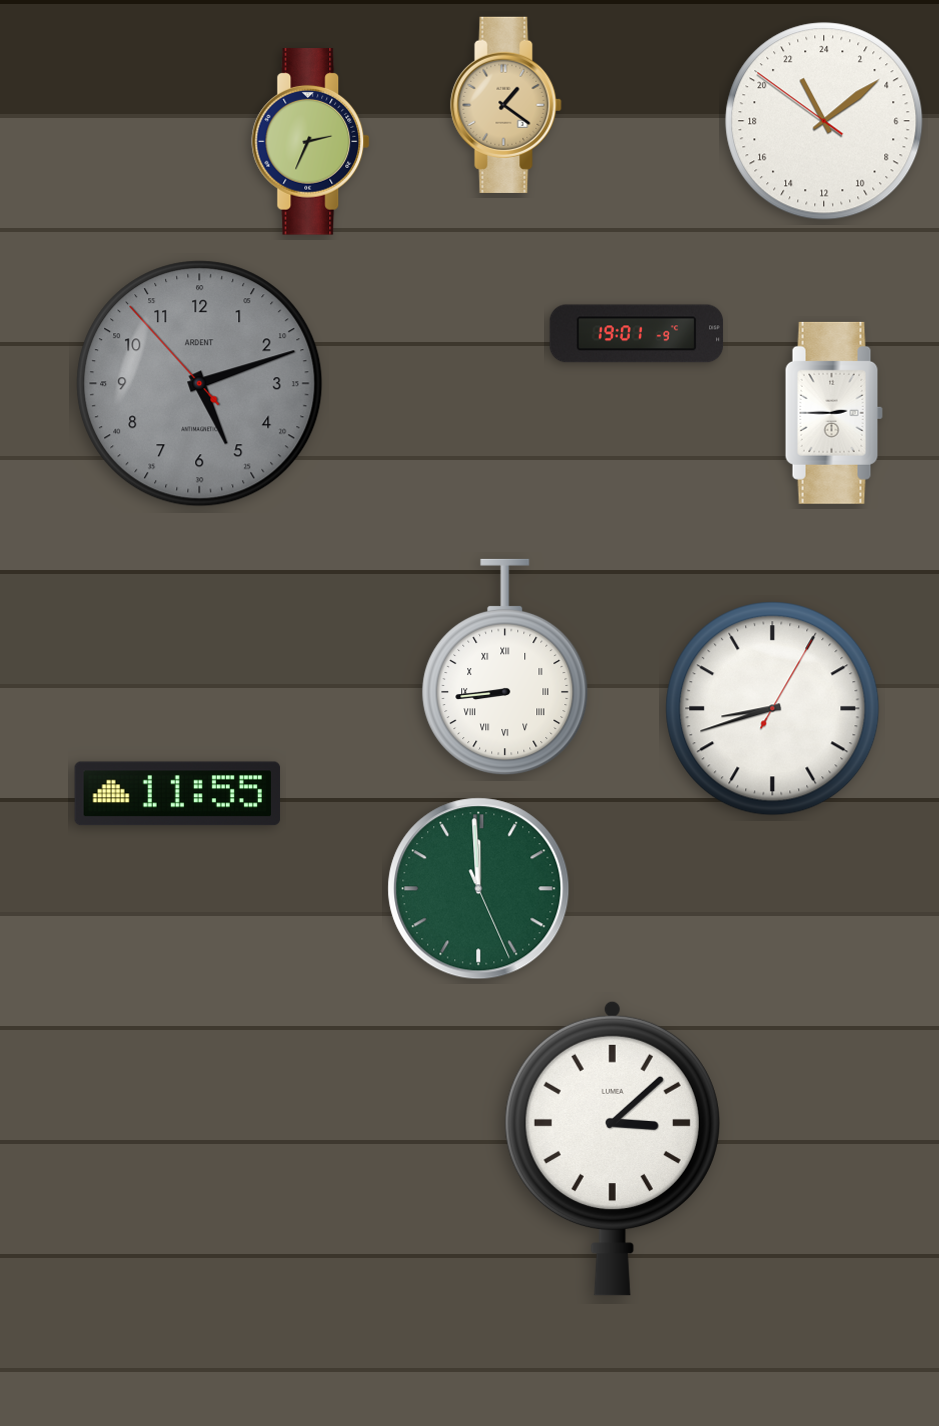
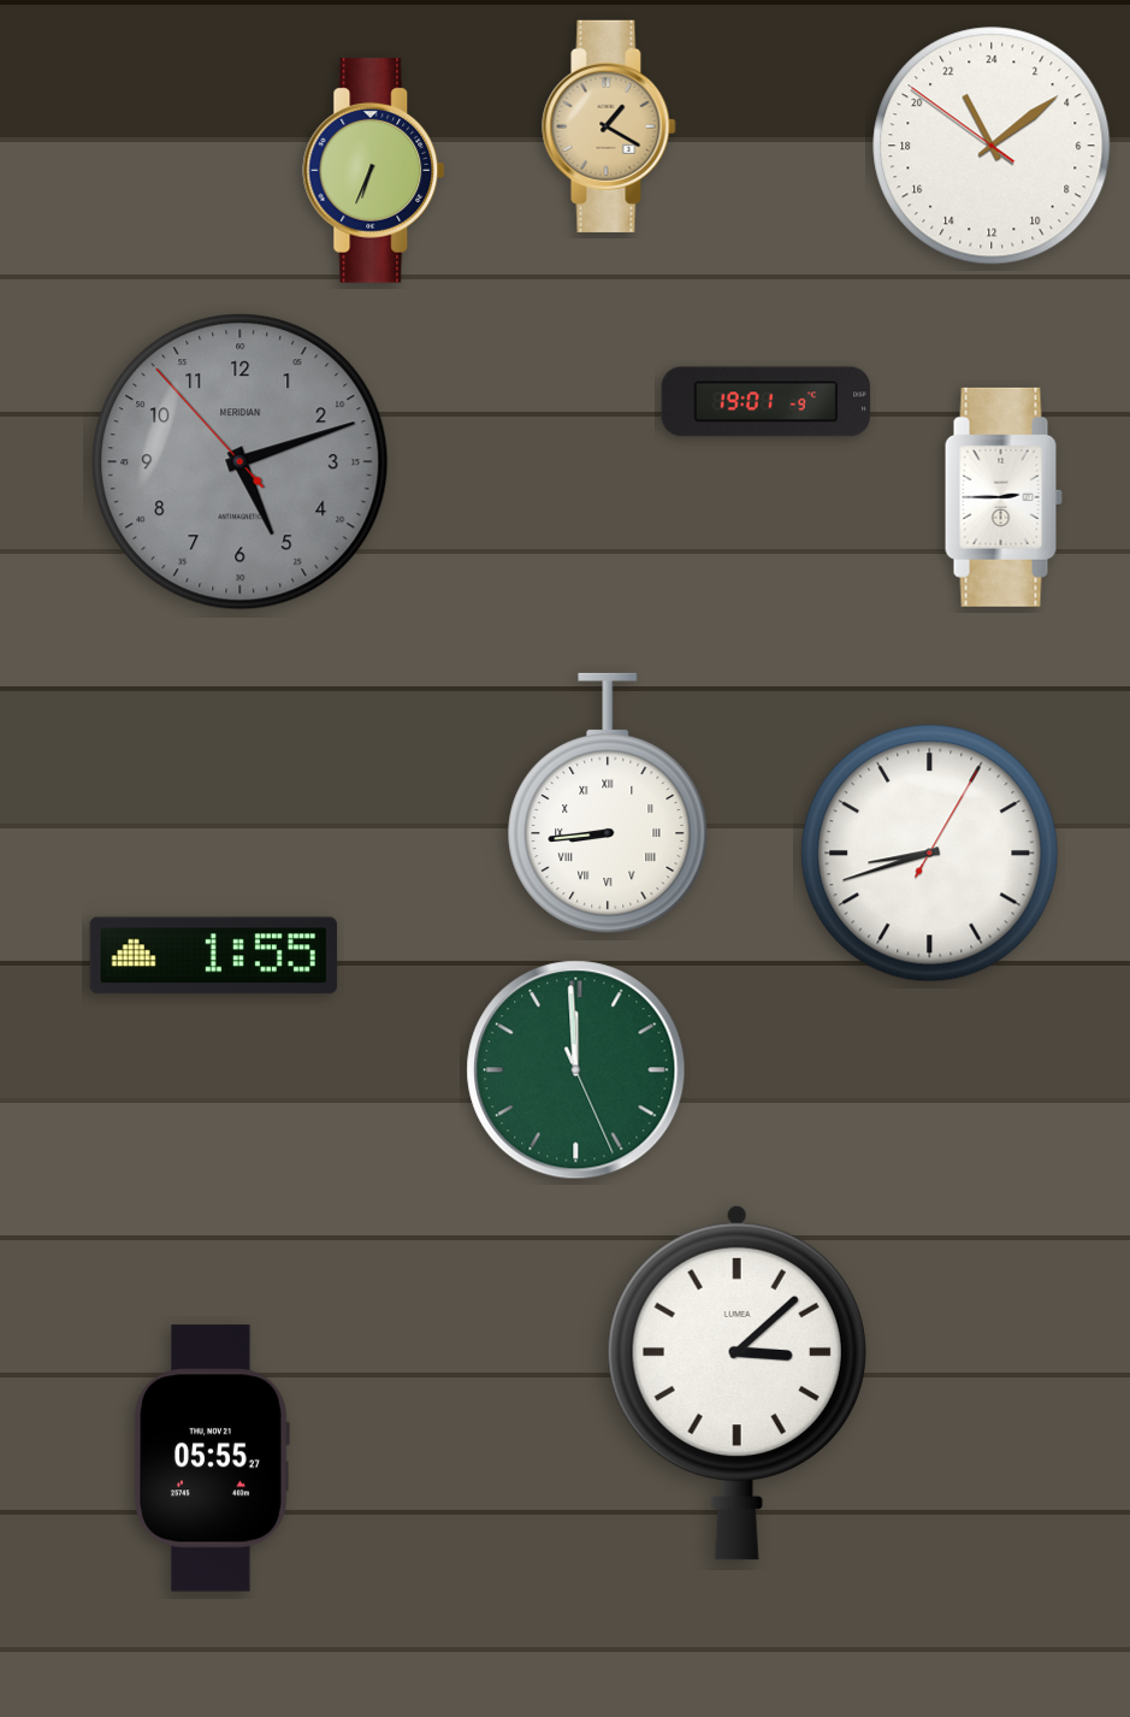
clock at (506, 105): 1:21 -> 1:20
clock at (311, 142): 2:34 -> 6:34
clock at (200, 384) brand: ARDENT -> MERIDIAN
clock at (178, 794): 11:55 -> 1:55
clock at (212, 1458): none -> 05:55
